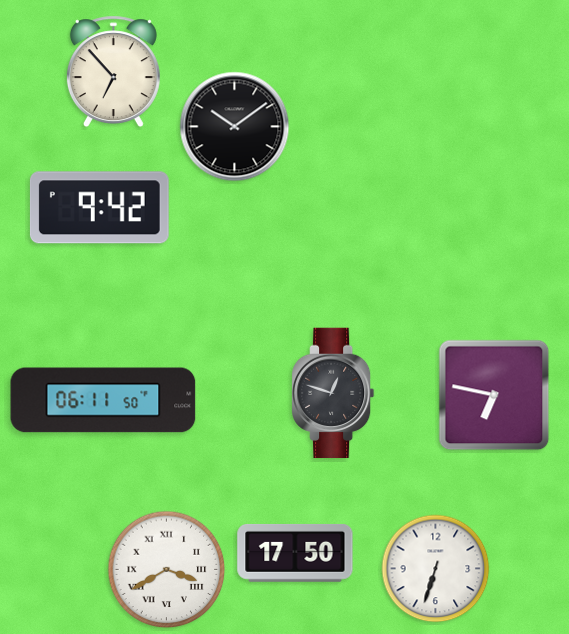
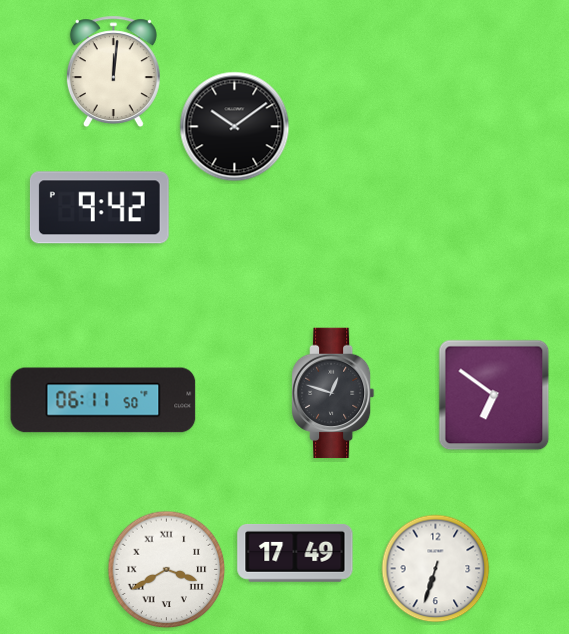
clock at (113, 72): 6:53 -> 12:01
clock at (494, 395): 6:47 -> 6:51
clock at (295, 553): 17:50 -> 17:49
